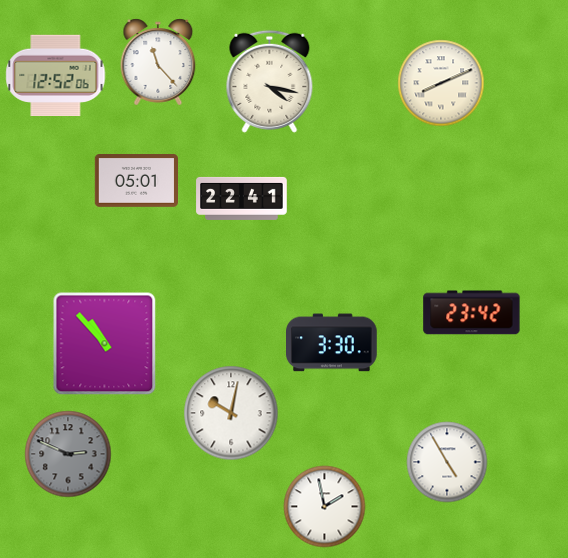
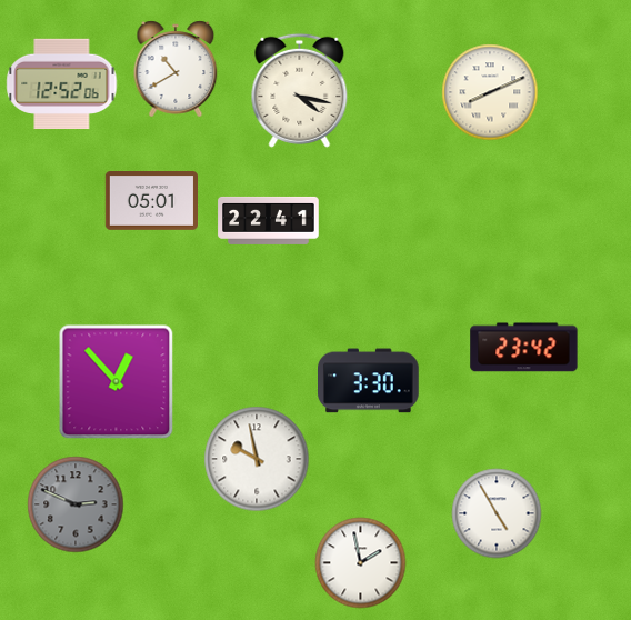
clock at (158, 62): 11:23 -> 10:40
clock at (105, 344): 10:53 -> 12:53
clock at (231, 413): 10:02 -> 9:58
